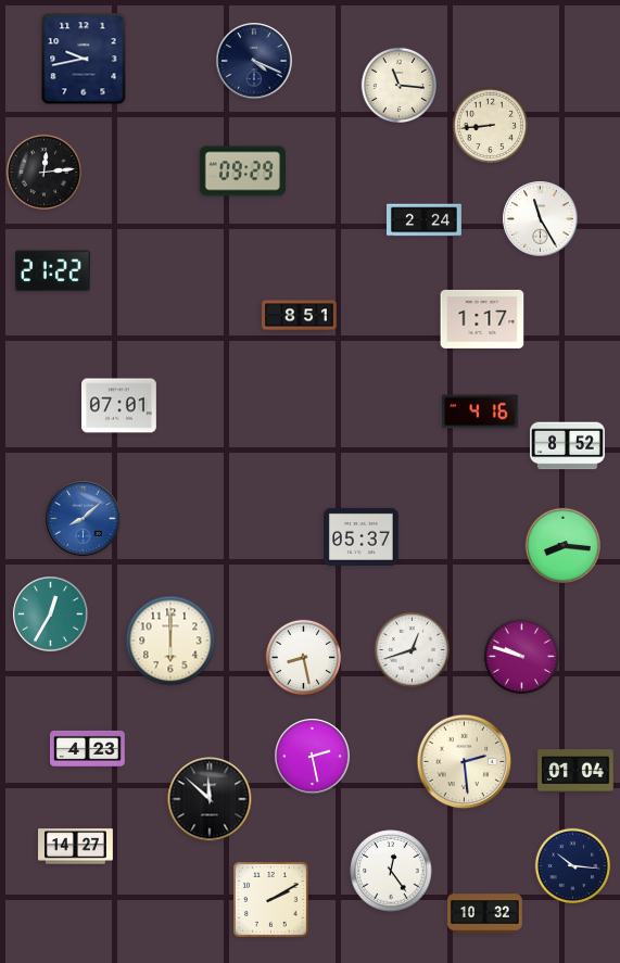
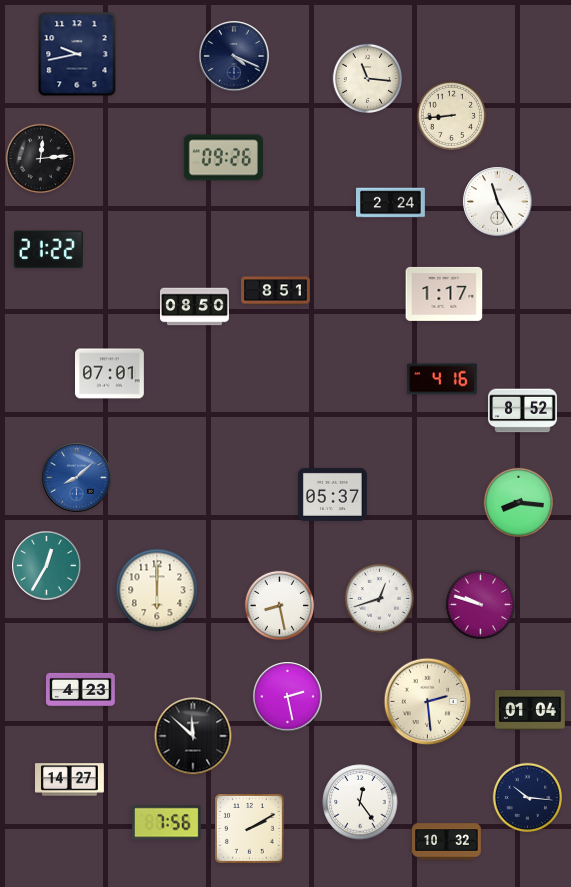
clock at (242, 172): 09:29 -> 09:26
clock at (195, 307): none -> 08:50
clock at (166, 823): none -> 7:56
